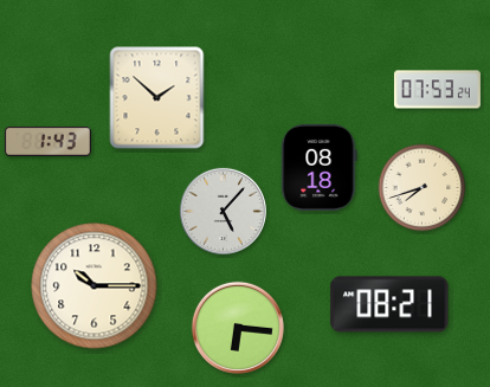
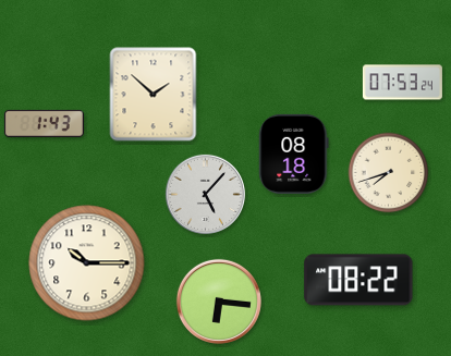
clock at (157, 98) position: (157, 98) -> (154, 95)
clock at (47, 141) position: (47, 141) -> (44, 123)
clock at (389, 304): 08:21 -> 08:22
